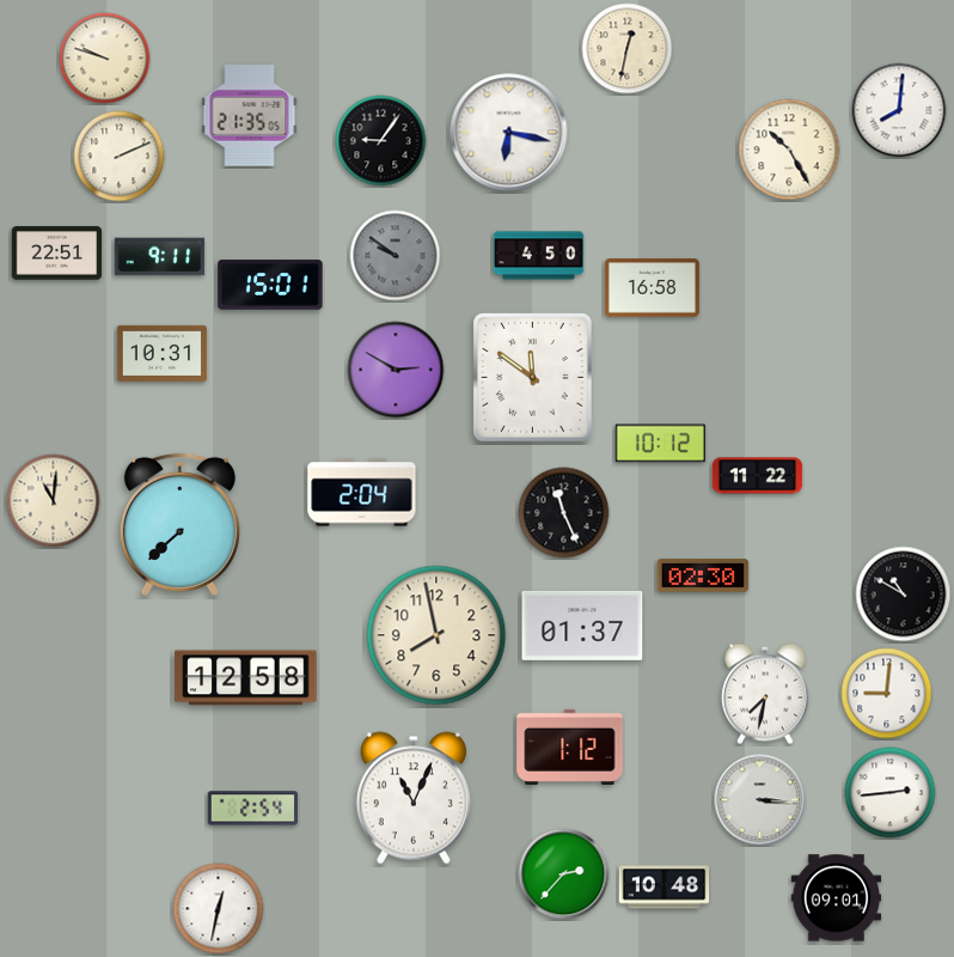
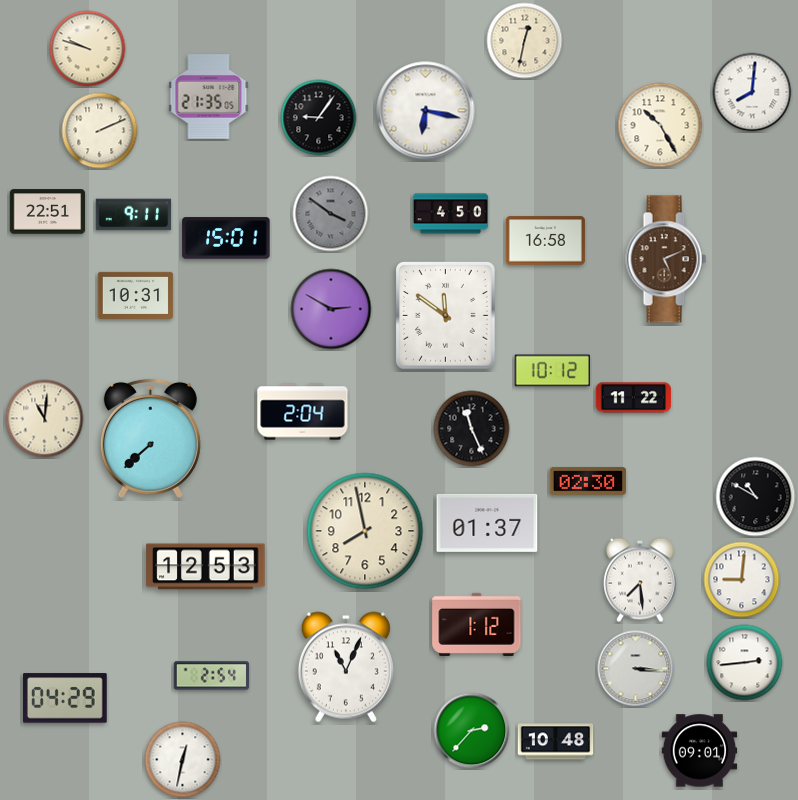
clock at (396, 256): 9:51 -> 3:51
clock at (666, 259): none -> 5:11
clock at (246, 678): 12:58 -> 12:53
clock at (766, 694): 7:32 -> 7:29
clock at (66, 698): none -> 04:29
